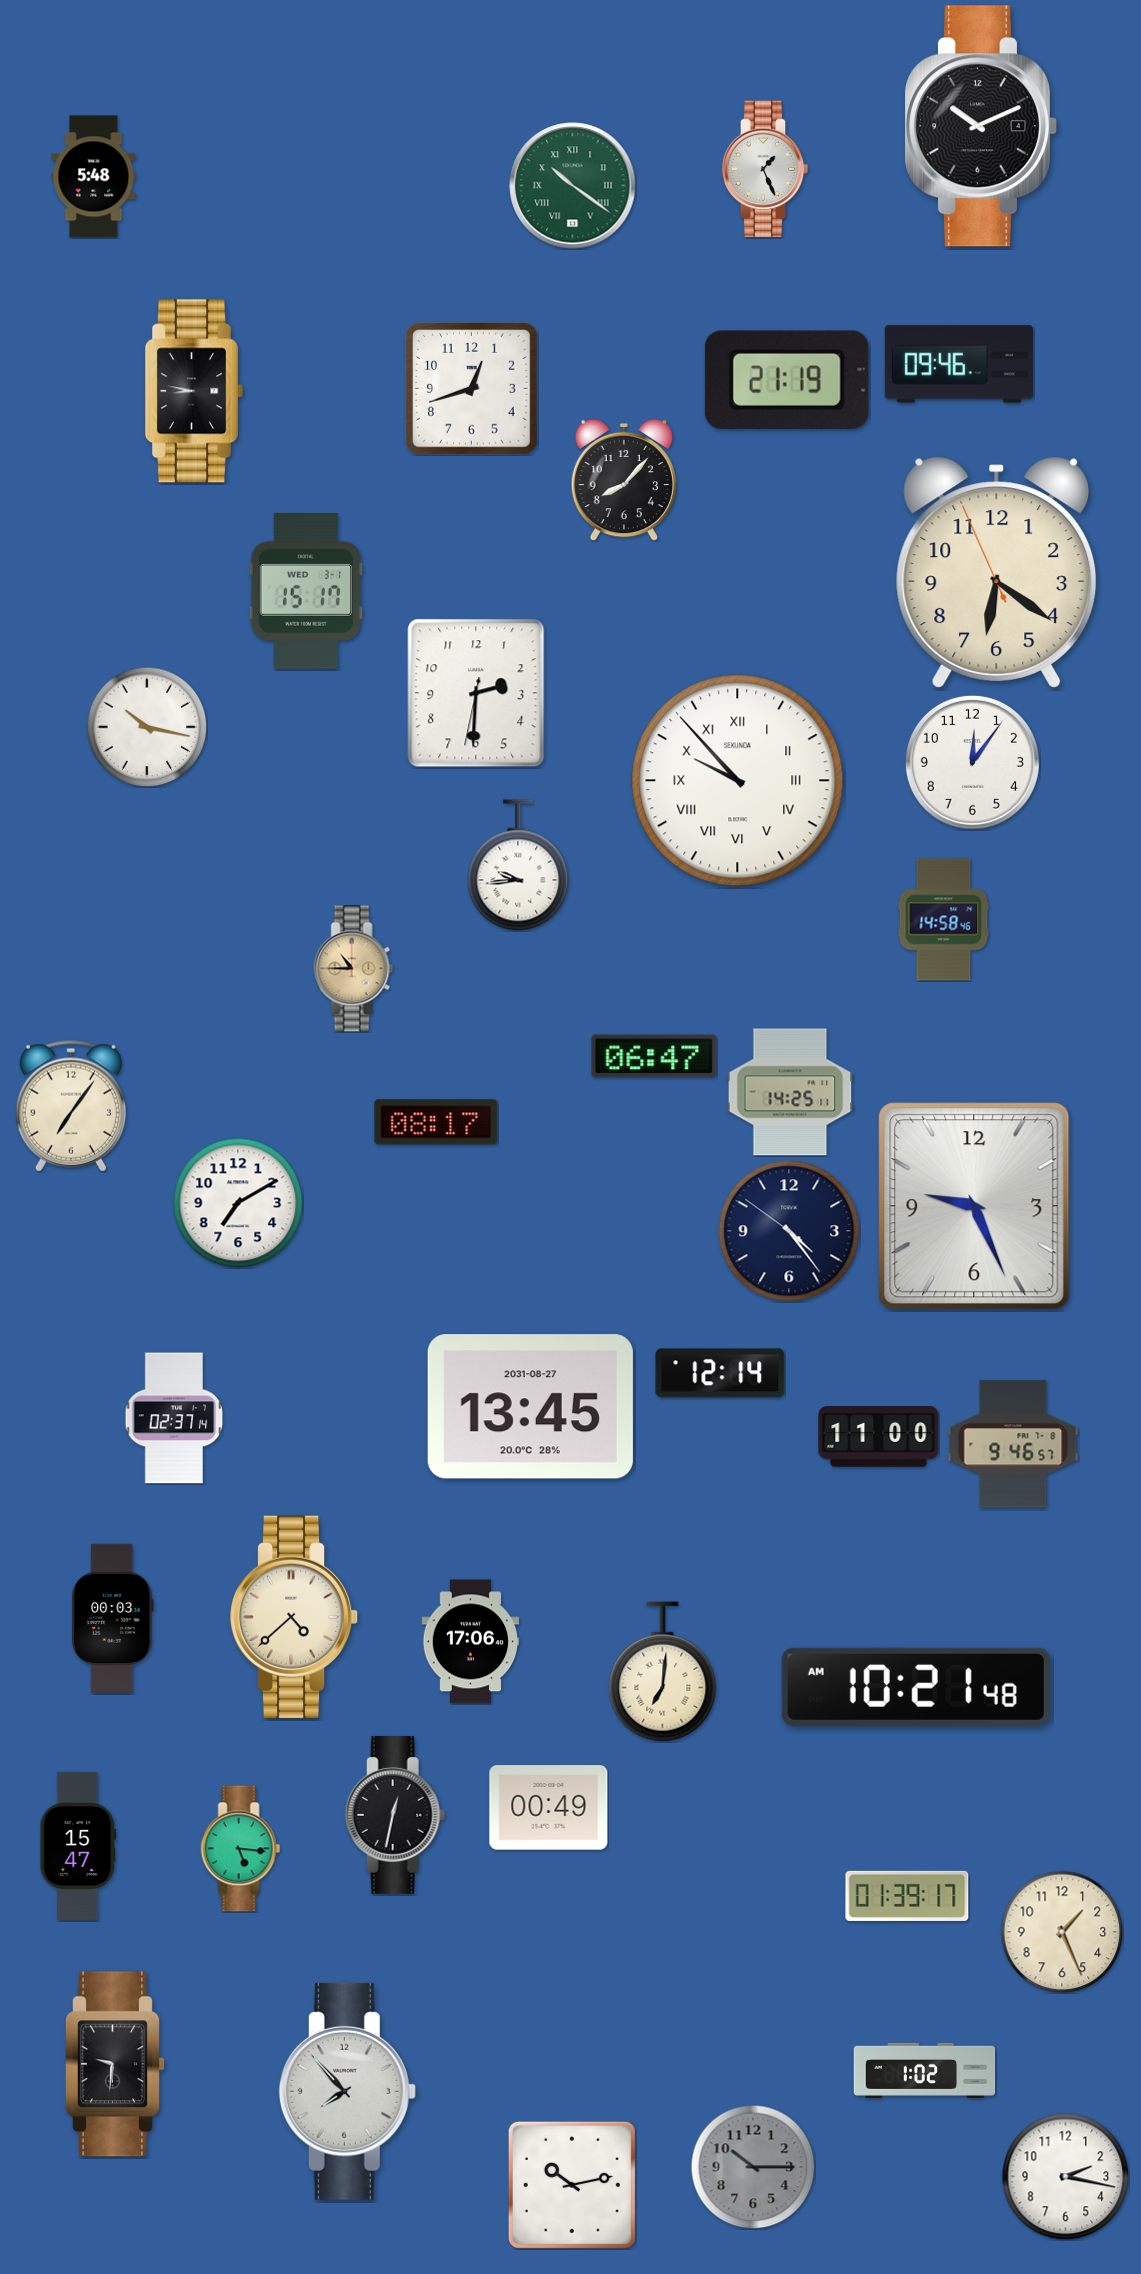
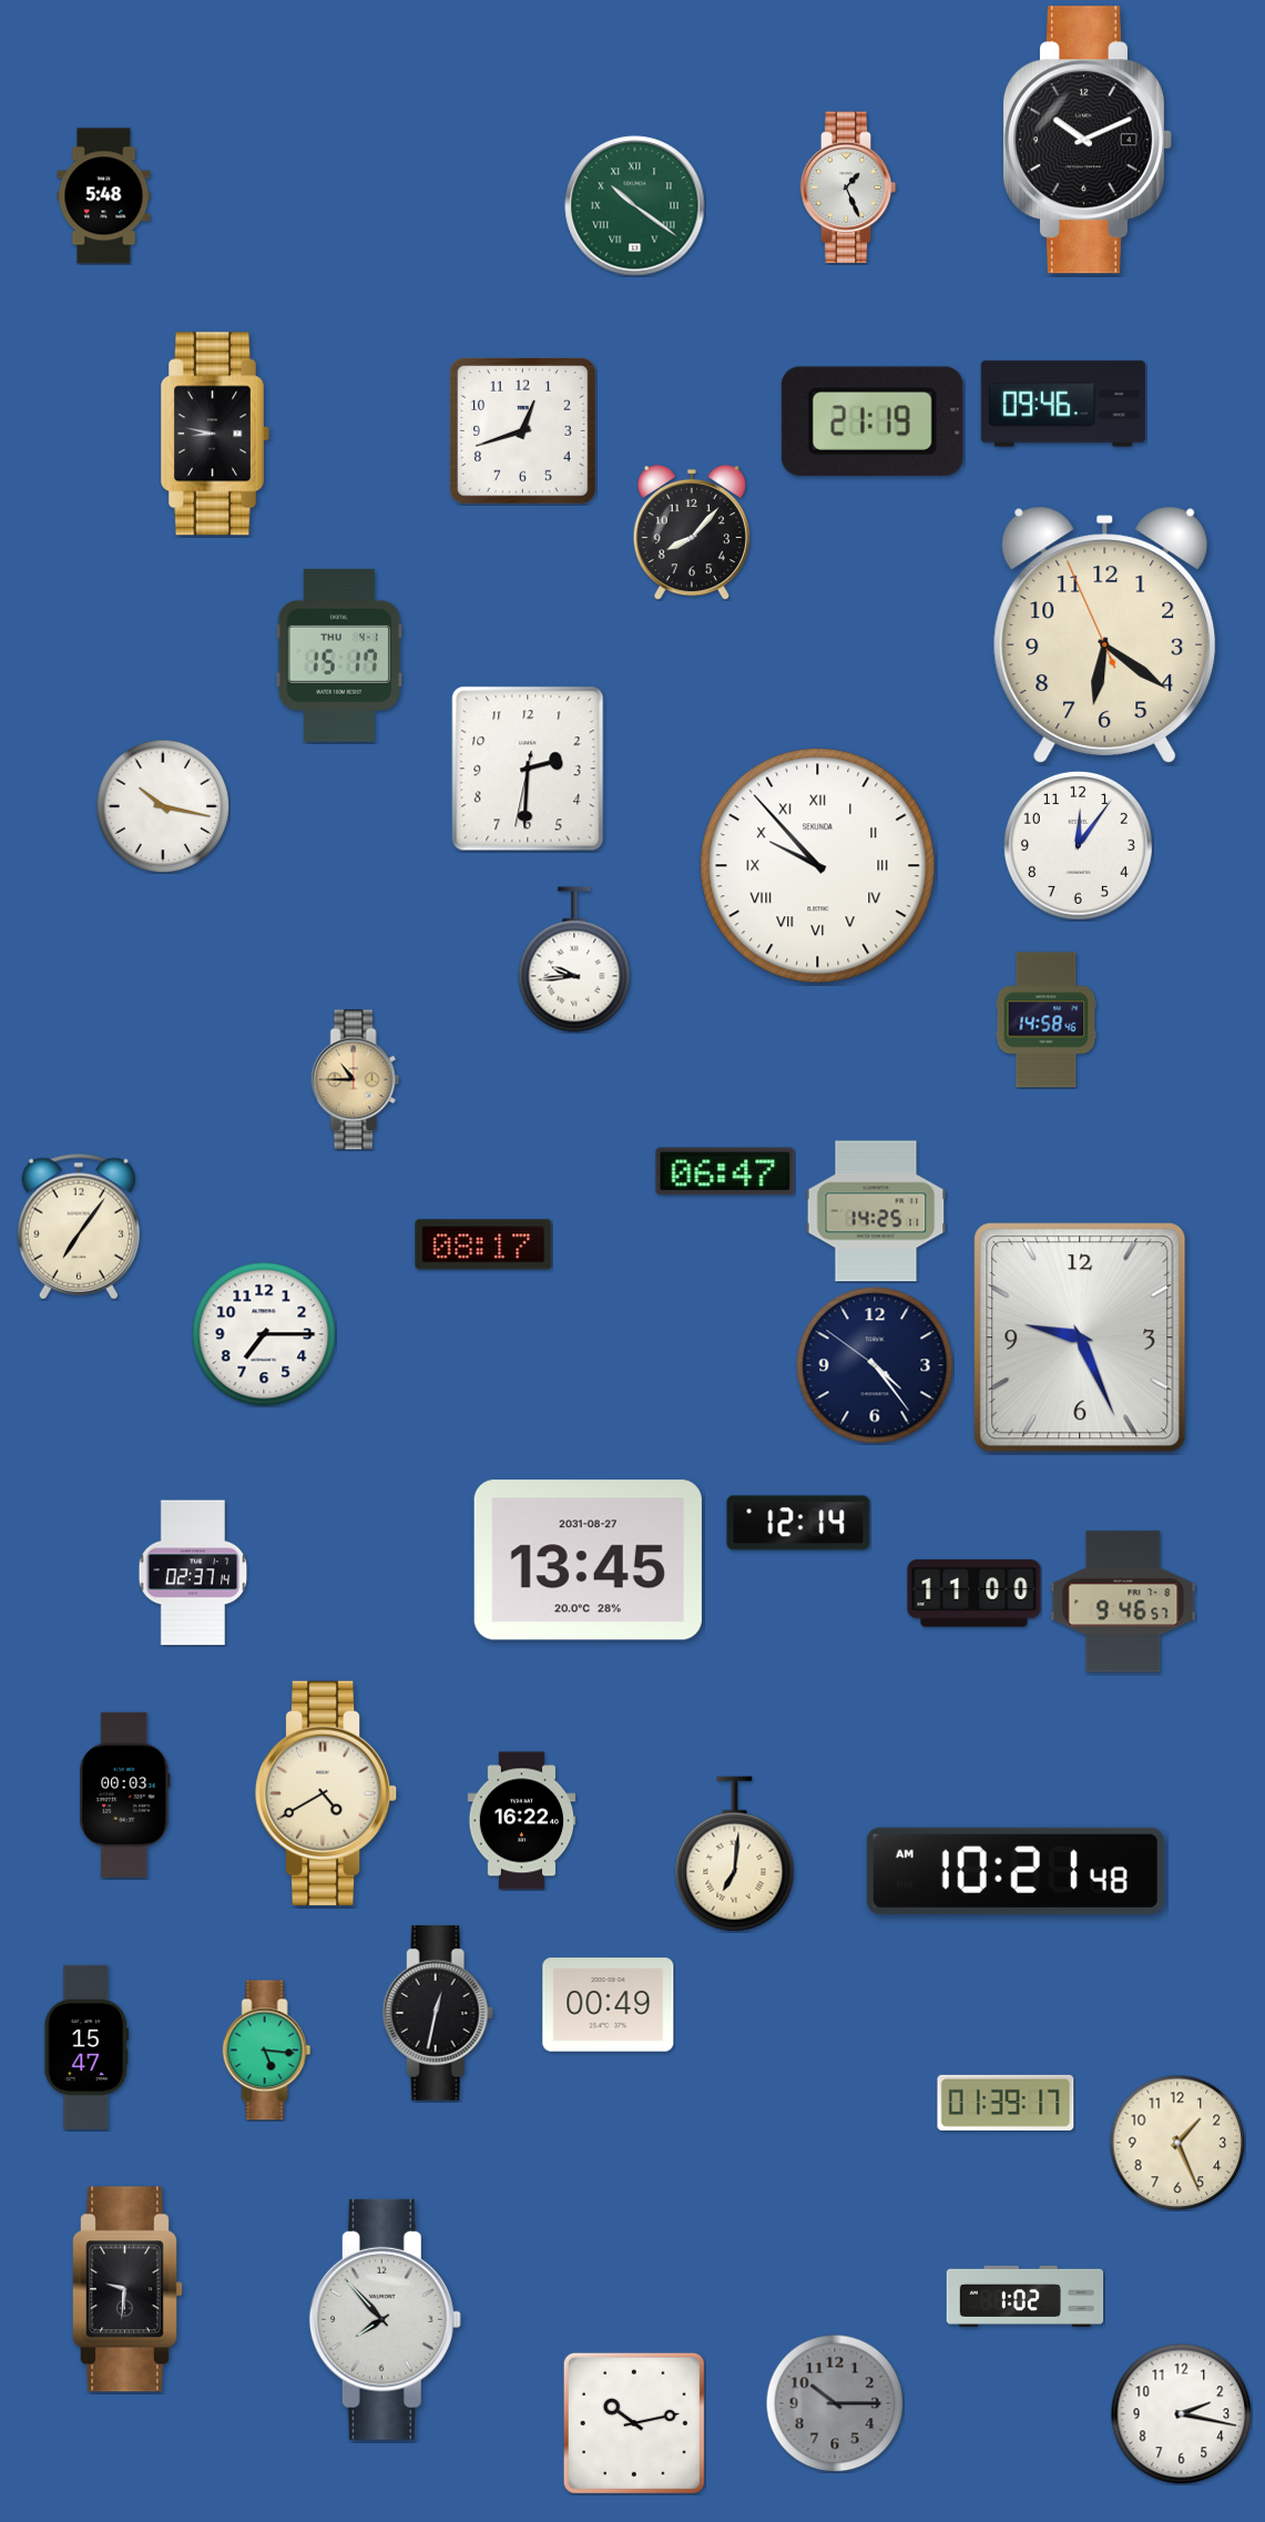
clock at (306, 591) date: WED 3-1 -> THU 4-1
clock at (354, 969) position: (354, 969) -> (356, 1080)
clock at (238, 1203): 7:10 -> 7:15
clock at (294, 1617): 4:38 -> 4:40
clock at (471, 1642): 17:06 -> 16:22
